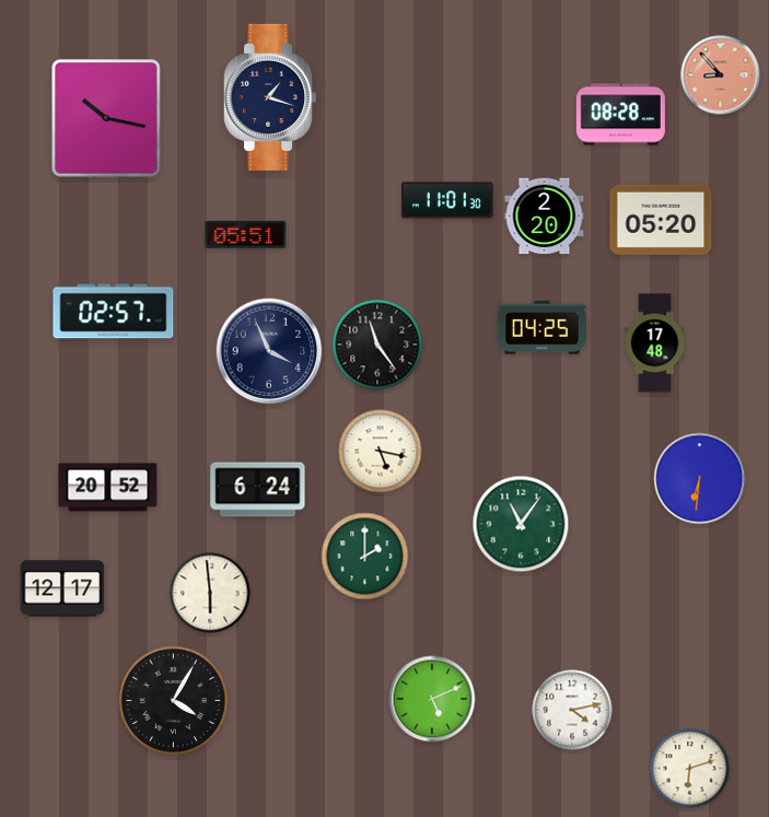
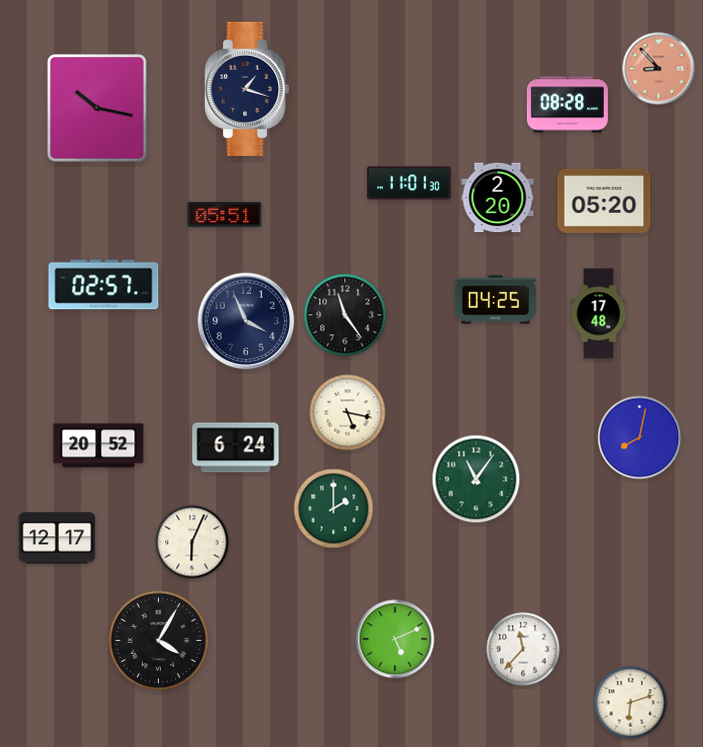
clock at (700, 479): 6:31 -> 8:02
clock at (210, 593): 5:59 -> 6:04
clock at (572, 710): 4:13 -> 11:37
